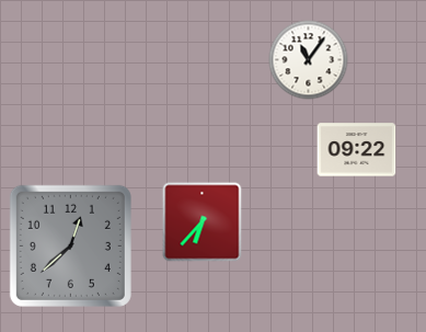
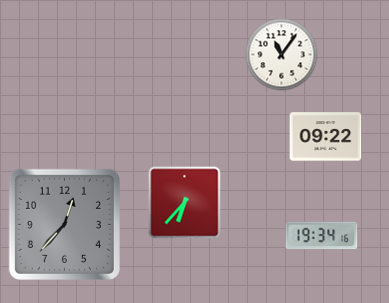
clock at (70, 245): 12:38 -> 12:37
clock at (322, 236): none -> 19:34
